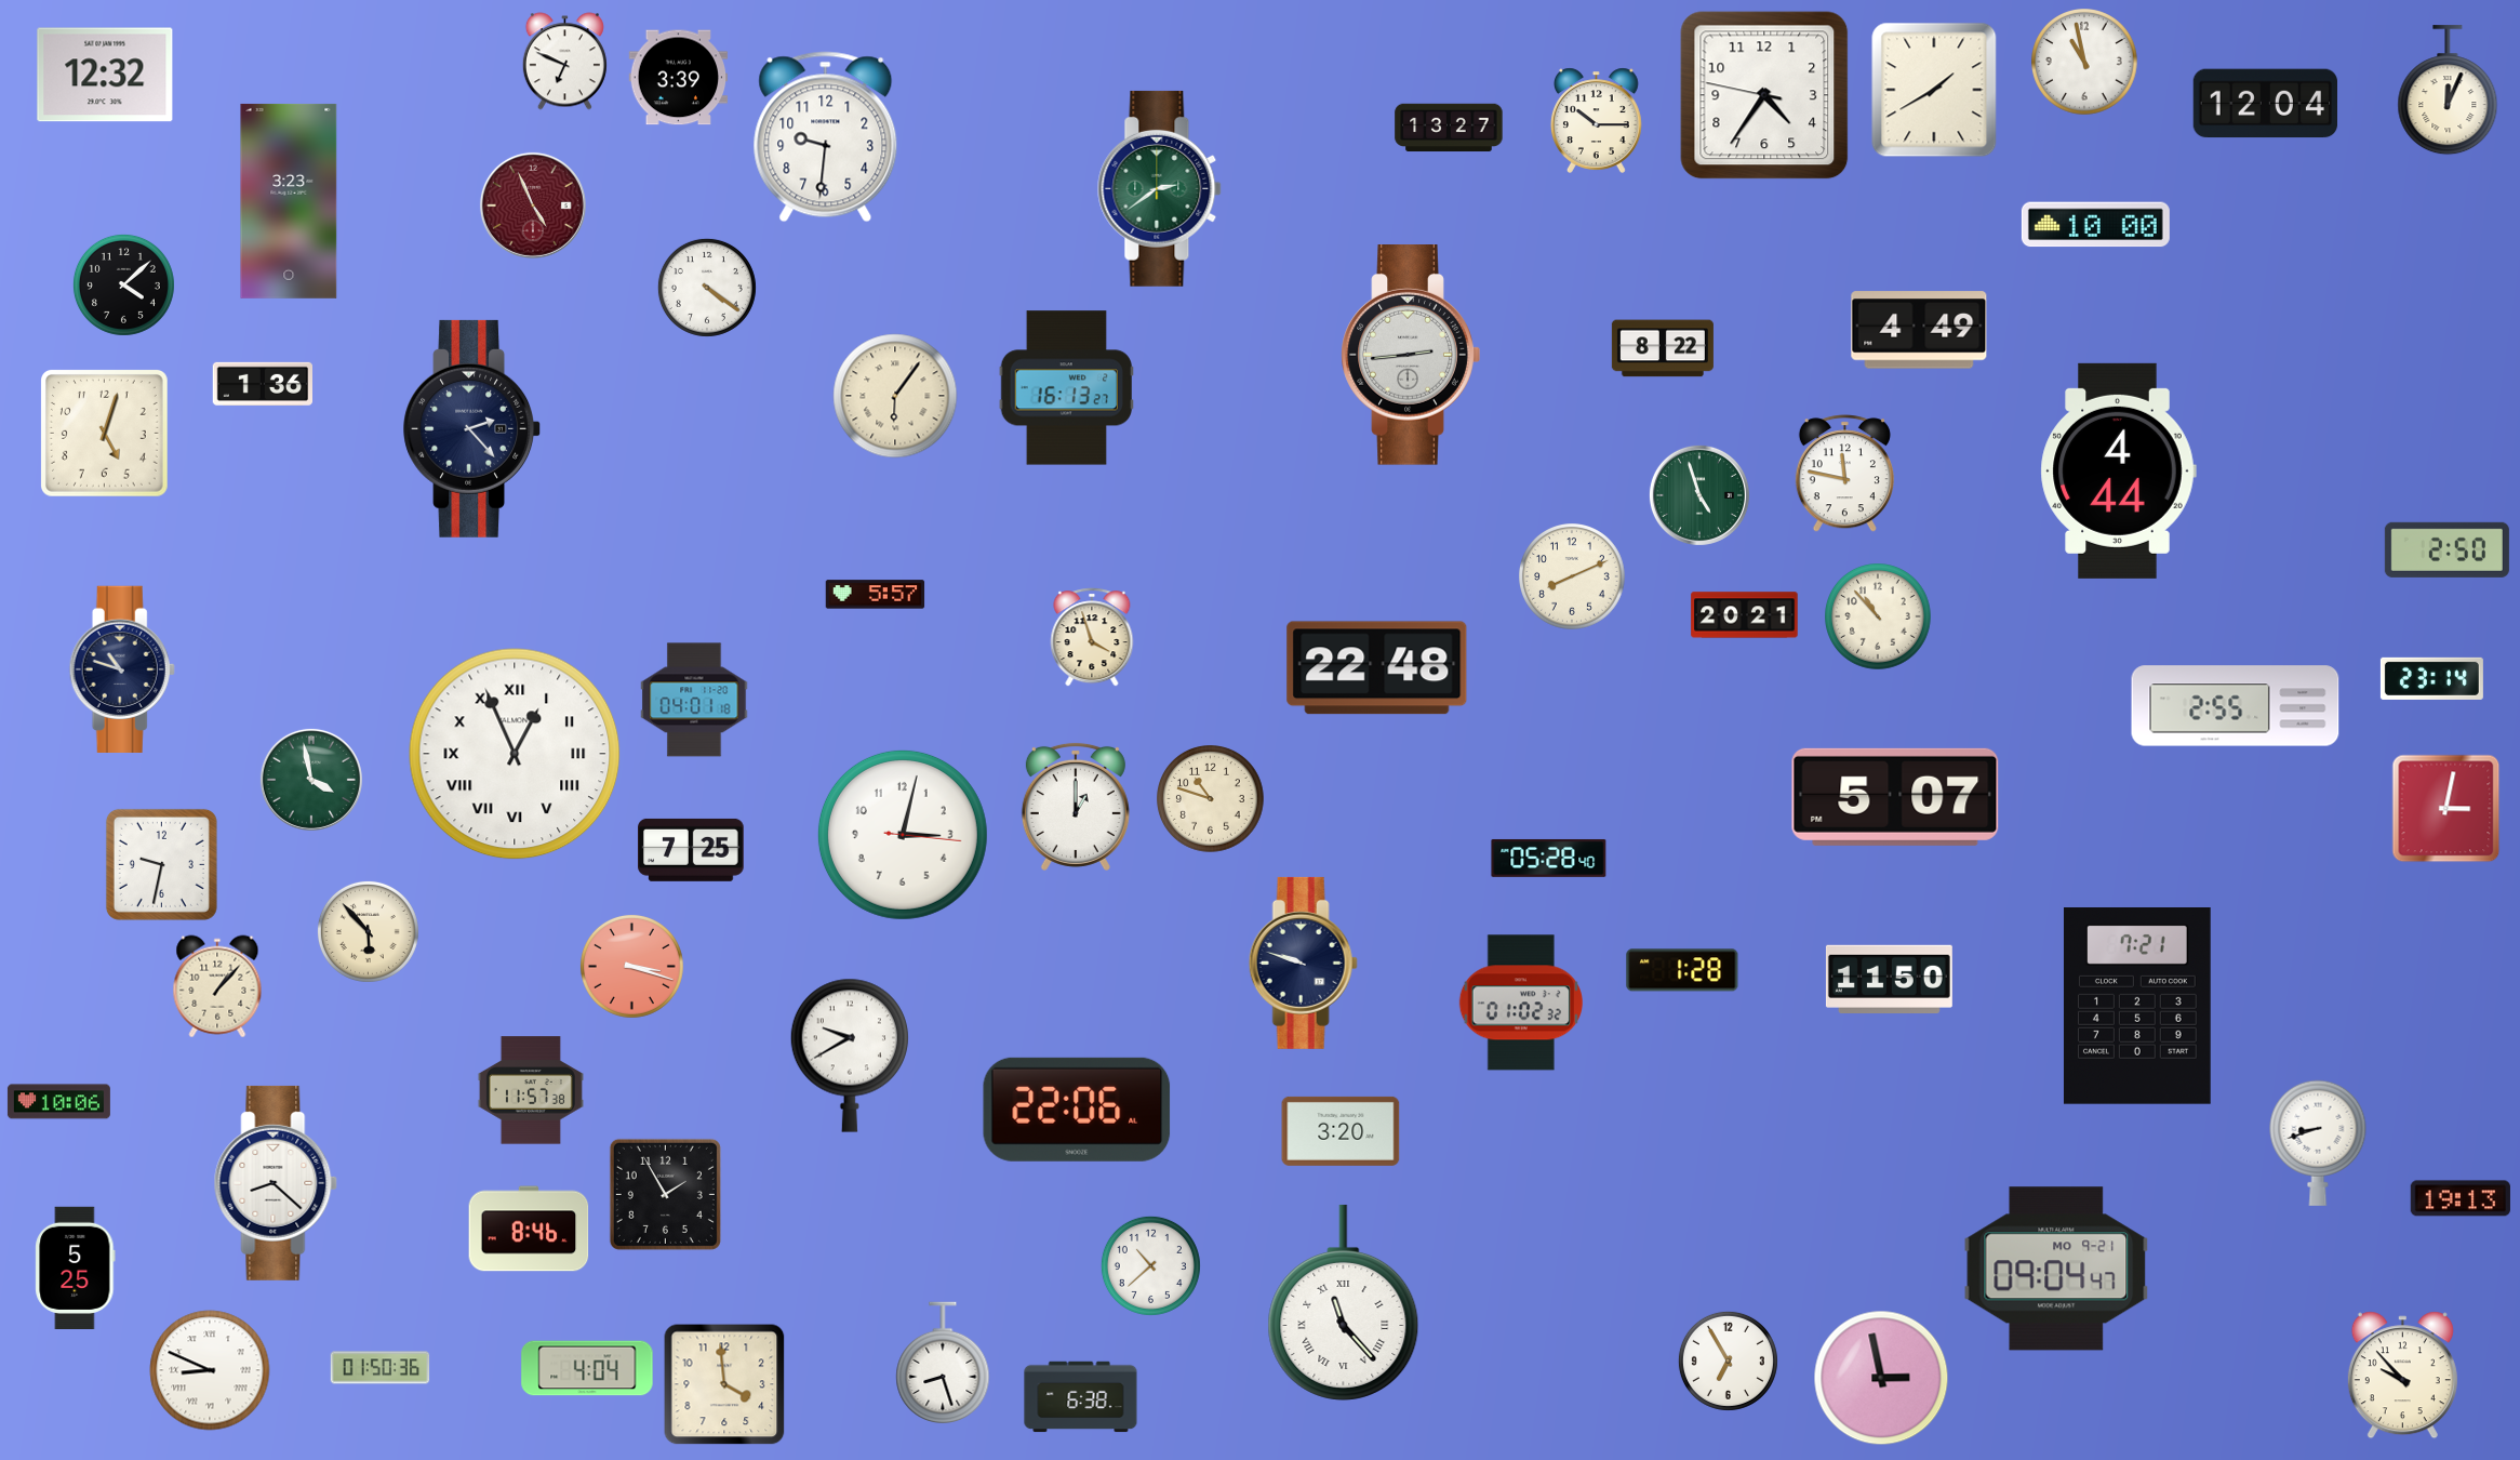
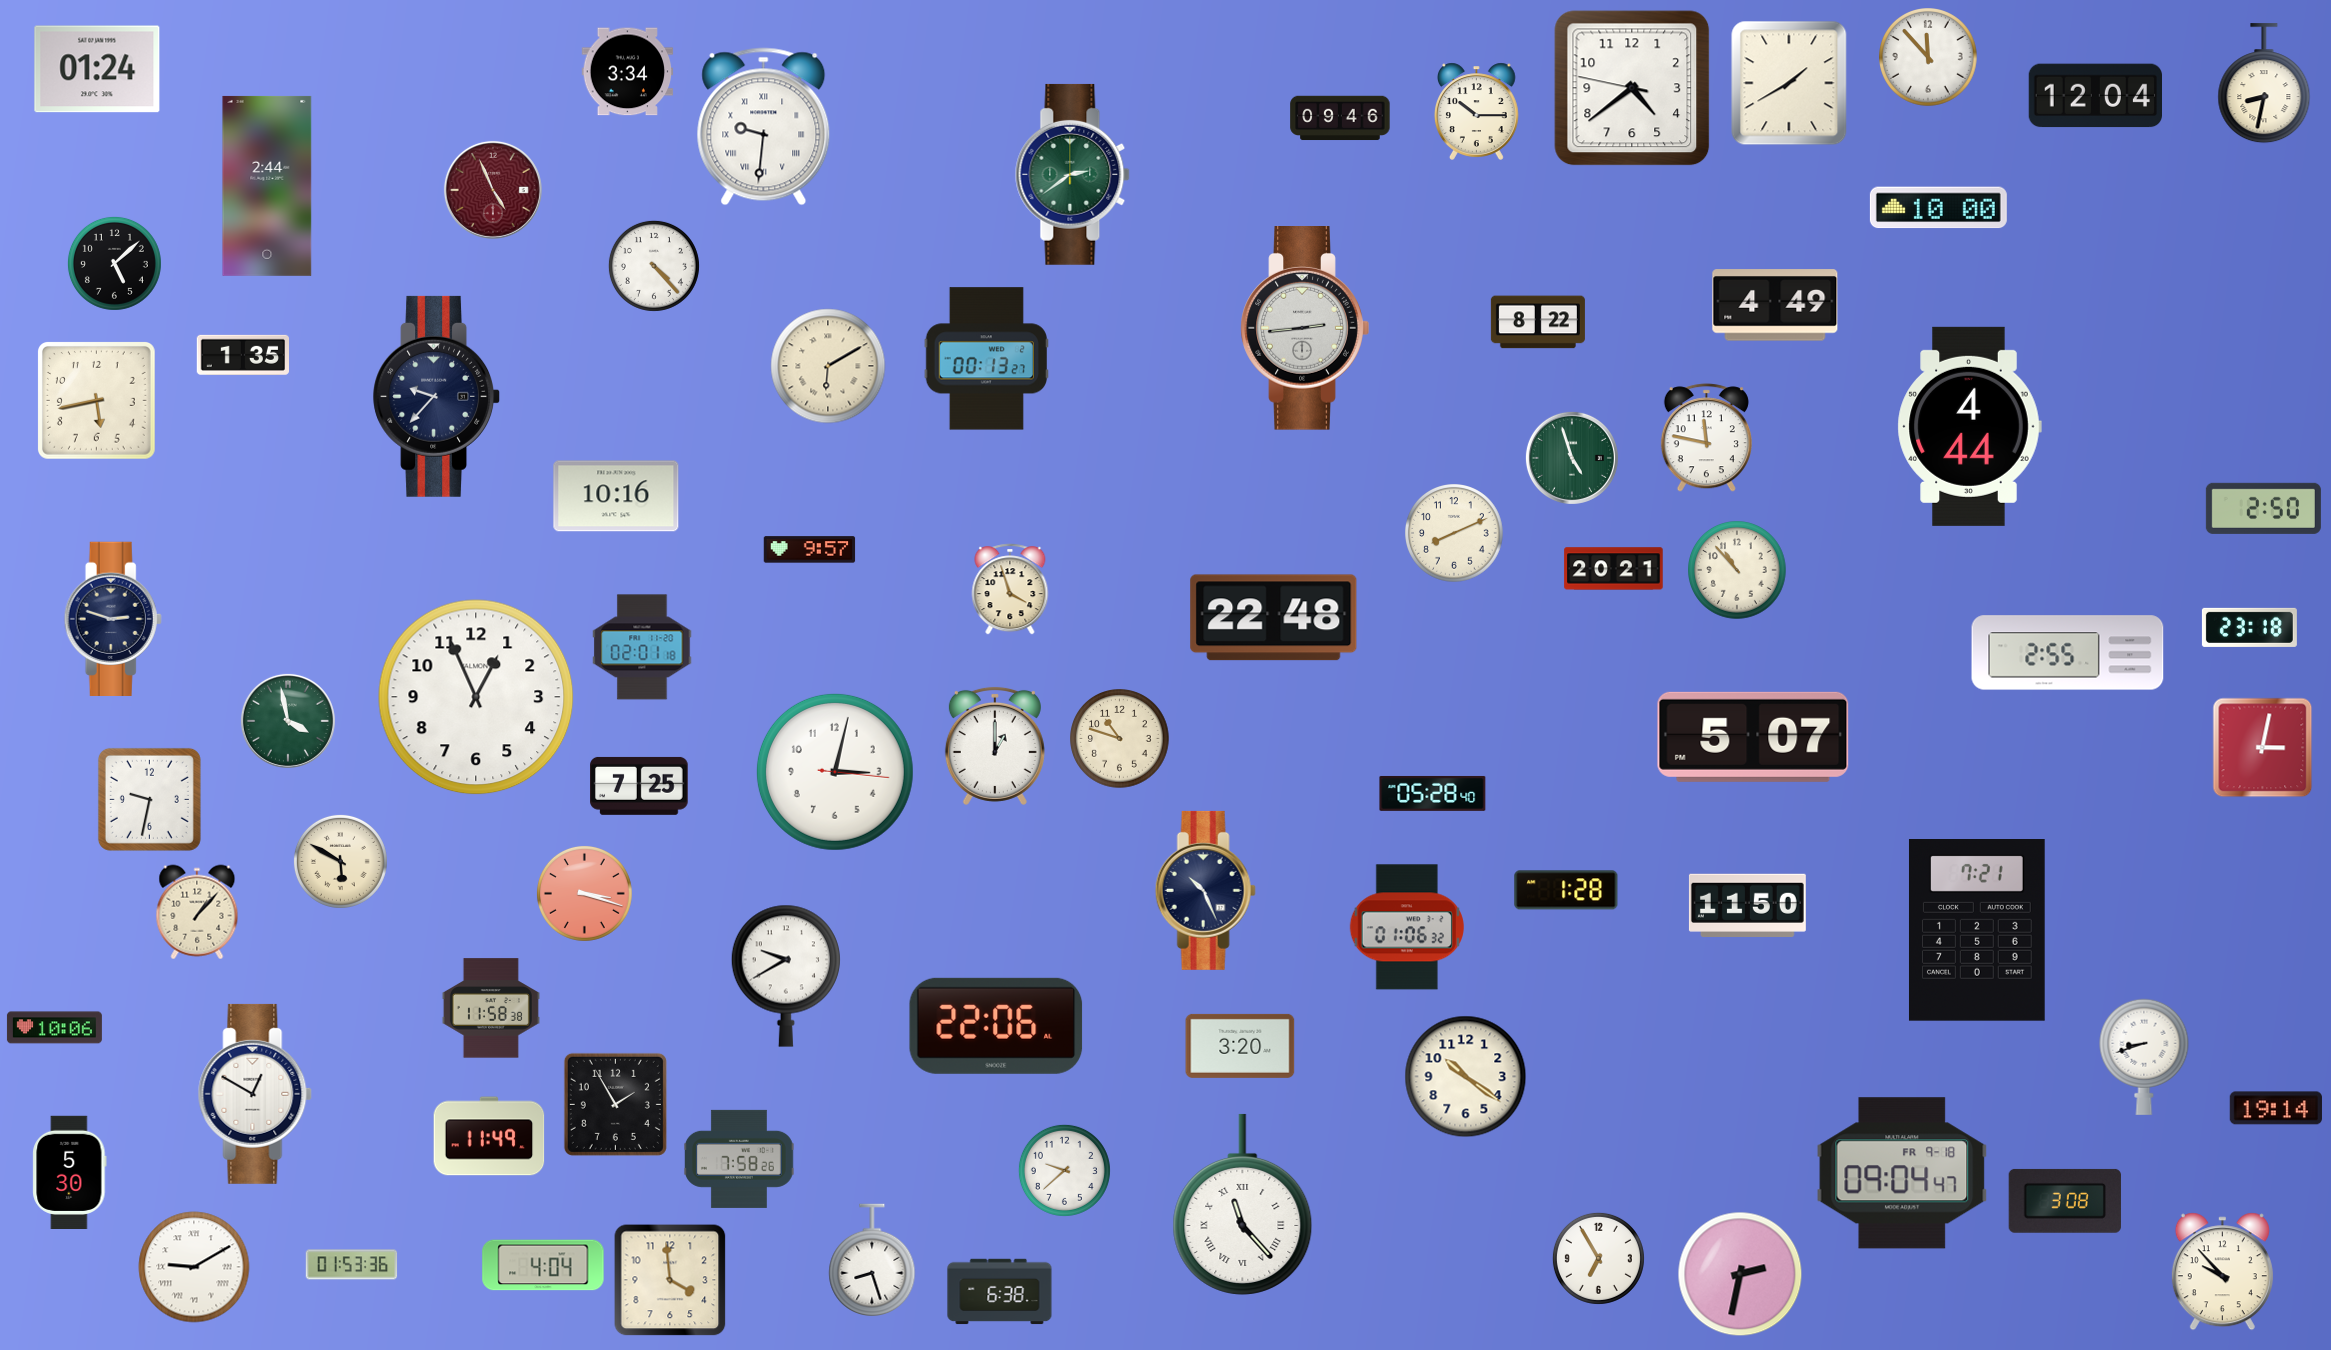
clock at (564, 62): 6:49 -> none
clock at (2085, 63): 10:58 -> 11:53
clock at (105, 75): 12:32 -> 01:24
clock at (679, 78): 3:39 -> 3:34
clock at (2448, 91): 12:04 -> 8:32
clock at (1764, 95): 4:35 -> 4:38
clock at (1449, 128): 13:27 -> 09:46
clock at (826, 137) numerals: Arabic -> Roman
clock at (289, 201): 3:23 -> 2:44
clock at (123, 284): 4:08 -> 5:08
clock at (707, 288): 4:21 -> 4:23
clock at (262, 384): 1:36 -> 1:35
clock at (1066, 388): 16:13 -> 00:13
clock at (895, 396): 6:06 -> 6:10
clock at (471, 428): 2:23 -> 9:37
clock at (105, 434): 5:03 -> 5:43
clock at (2118, 470) position: (2118, 470) -> (1969, 426)
clock at (616, 496): none -> 10:16
clock at (876, 595): 5:57 -> 9:57
clock at (122, 668): 10:48 -> 2:48
clock at (2431, 678): 23:14 -> 23:18
clock at (694, 700): 04:01 -> 02:01
clock at (515, 754) numerals: Roman -> Arabic
clock at (368, 931): 5:53 -> 5:50
clock at (1303, 963): 9:48 -> 10:26
clock at (1682, 970) position: (1682, 970) -> (1566, 890)
clock at (217, 986) position: (217, 986) -> (197, 912)
clock at (1521, 1003): 01:02 -> 01:06
clock at (531, 1090): 11:57 -> 11:58
clock at (58, 1102) position: (58, 1102) -> (54, 1028)
clock at (1466, 1077): none -> 10:21
clock at (276, 1183): 8:22 -> 12:50
clock at (2461, 1198): 19:13 -> 19:14
clock at (529, 1229): 8:46 -> 11:49
clock at (740, 1159): none -> 7:58
clock at (1150, 1265): 10:38 -> 9:38
clock at (76, 1267): 5:25 -> 5:30
clock at (2056, 1269) date: MO 9-21 -> FR 9-18
clock at (2065, 1201): none -> 3:08
clock at (381, 1368): 01:50 -> 01:53
clock at (210, 1370): 8:49 -> 9:10
clock at (1881, 1378): 2:58 -> 2:32
